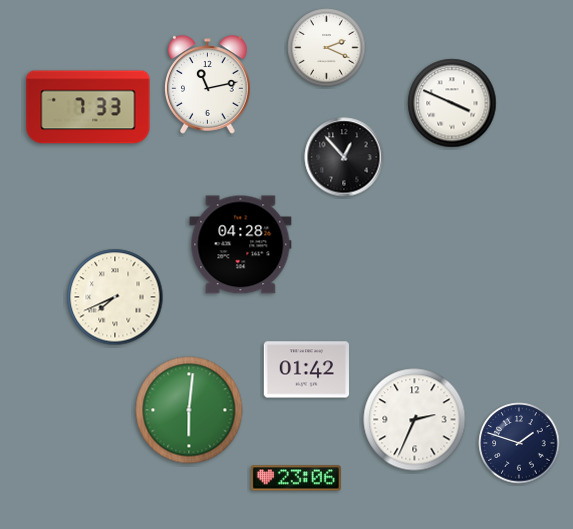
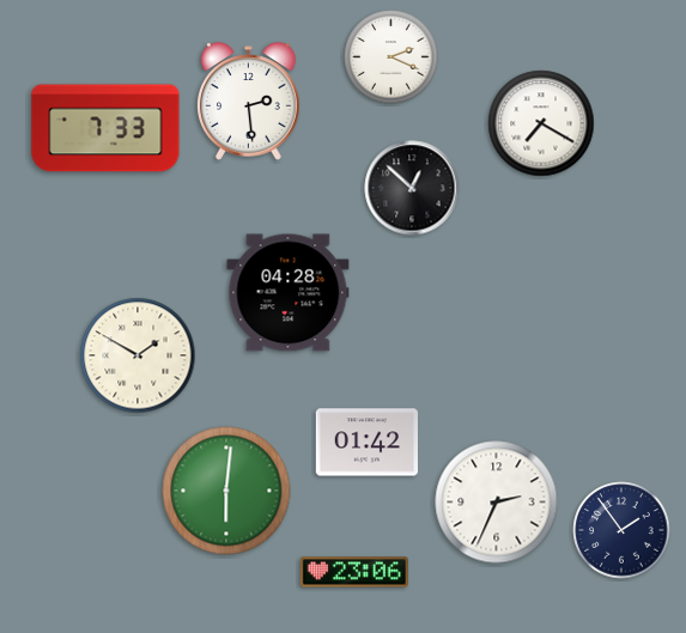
clock at (208, 85): 11:13 -> 2:29
clock at (452, 103): 3:49 -> 7:20
clock at (344, 157): 12:53 -> 12:52
clock at (115, 297): 7:41 -> 1:50
clock at (519, 443): 1:48 -> 1:54
